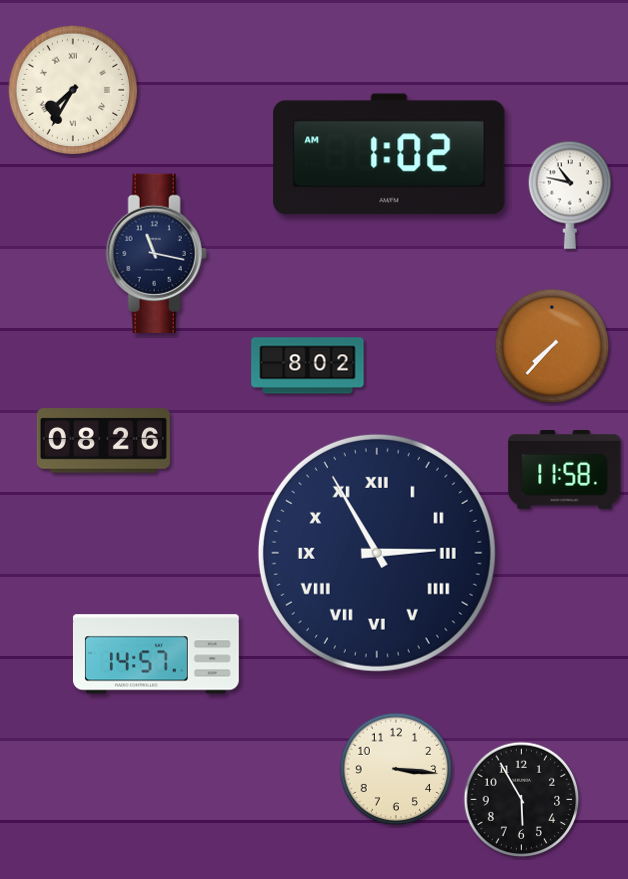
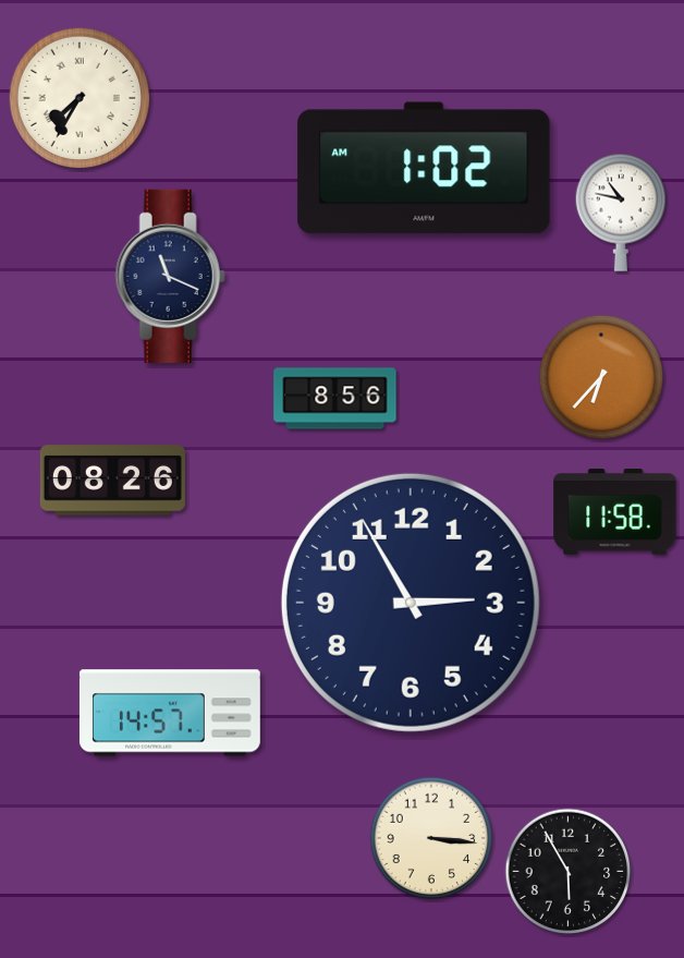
clock at (156, 253): 11:17 -> 11:19
clock at (552, 346): 7:37 -> 6:37
clock at (308, 366): 8:02 -> 8:56
clock at (377, 553) numerals: Roman -> Arabic
